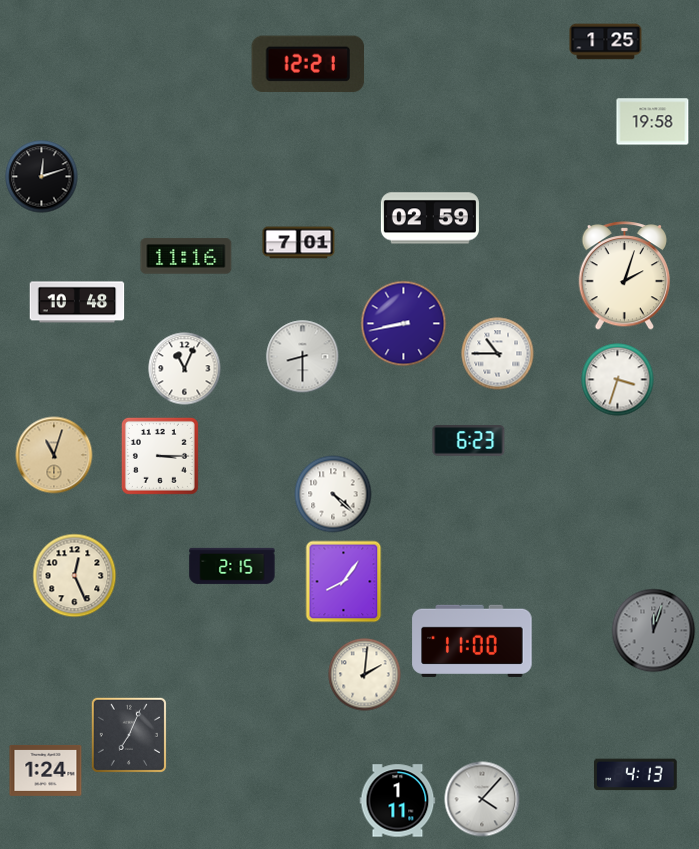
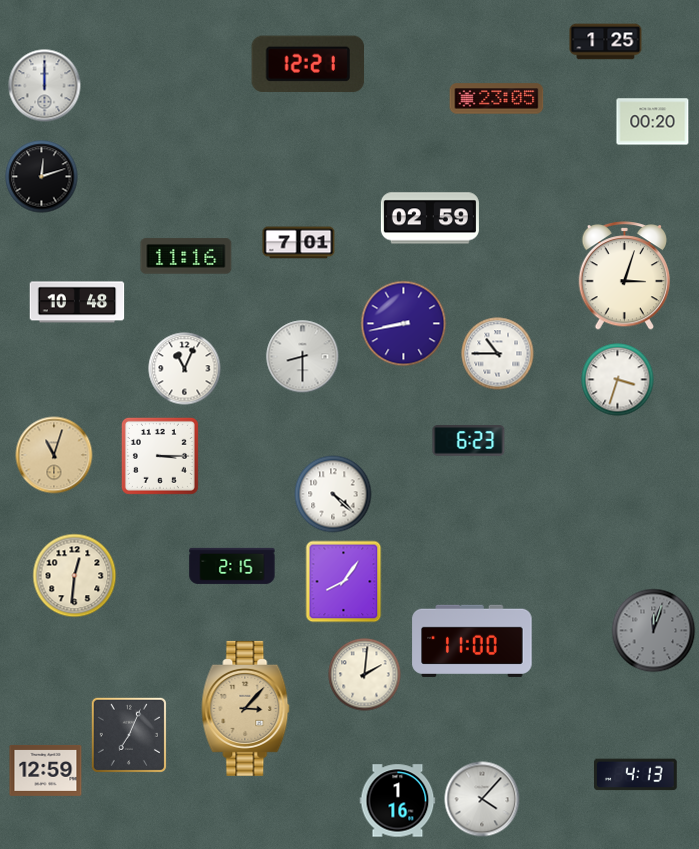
clock at (45, 86): none -> 12:00
clock at (497, 99): none -> 23:05
clock at (653, 122): 19:58 -> 00:20
clock at (624, 276): 2:03 -> 3:03
clock at (75, 576): 12:26 -> 12:31
clock at (246, 708): none -> 3:07
clock at (46, 770): 1:24 -> 12:59
clock at (398, 801): 1:11 -> 1:16
